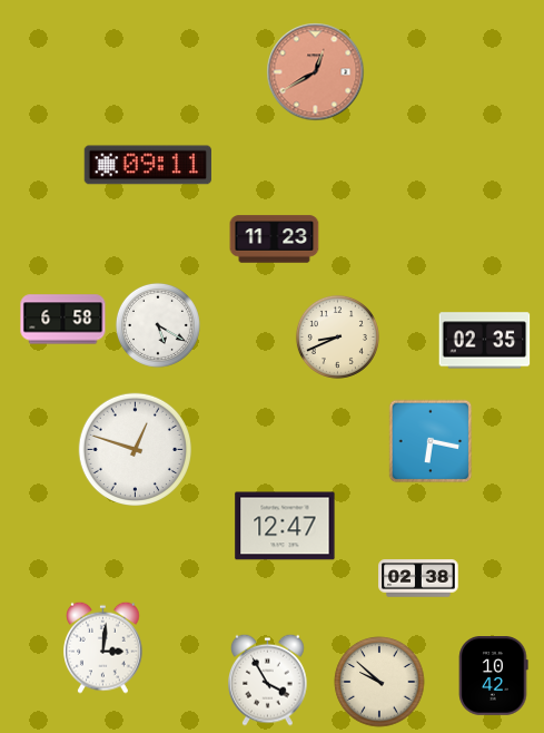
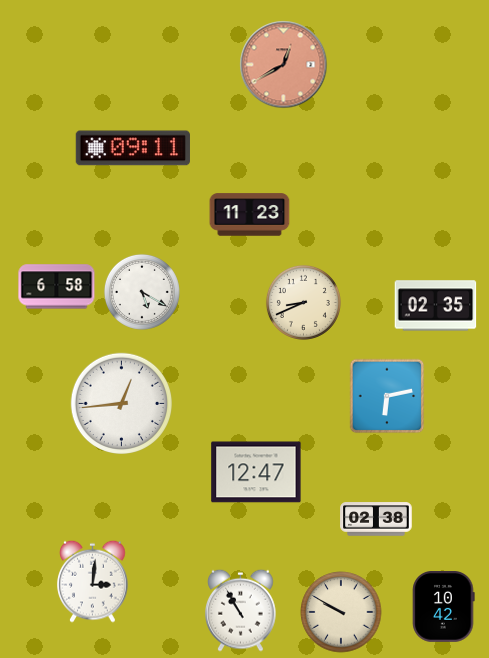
clock at (275, 240) position: (275, 240) -> (250, 215)
clock at (431, 441): 6:17 -> 6:13
clock at (135, 449): 12:48 -> 12:44
clock at (268, 680): 3:55 -> 10:55
clock at (379, 682): 9:52 -> 9:50
